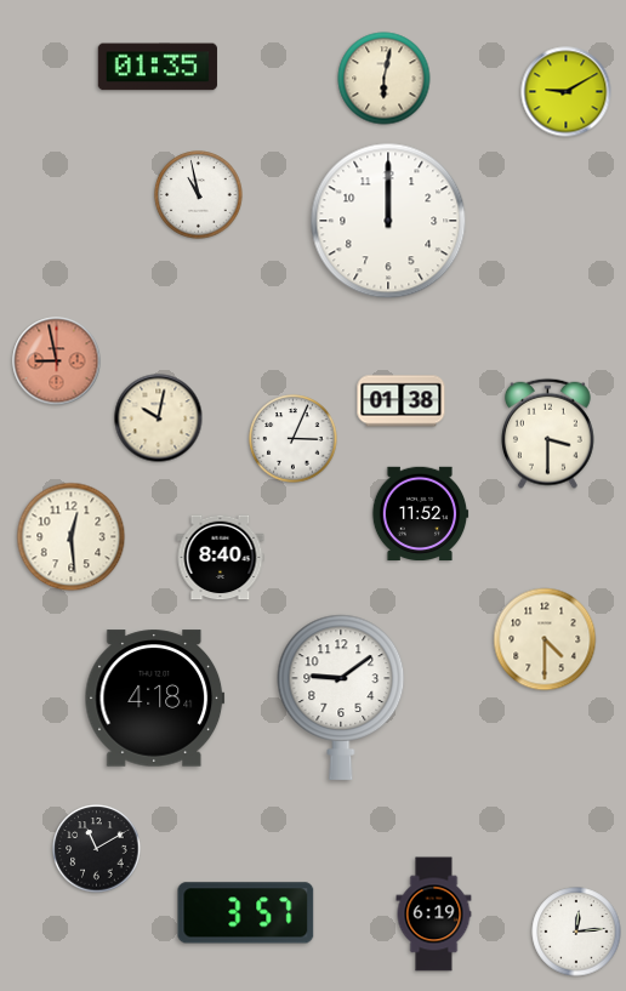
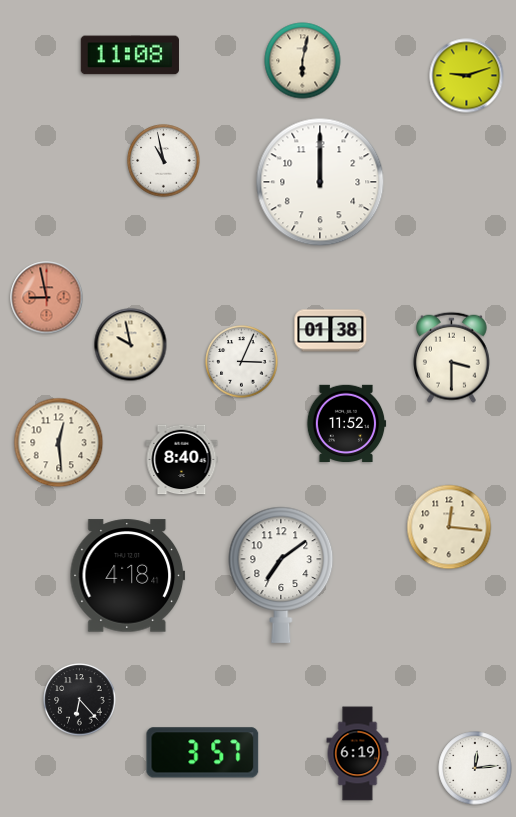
clock at (158, 67): 01:35 -> 11:08
clock at (385, 79) position: (385, 79) -> (303, 61)
clock at (567, 92): 9:10 -> 9:12
clock at (159, 418): 10:02 -> 9:58
clock at (545, 639): 4:30 -> 12:16
clock at (341, 697): 9:09 -> 7:09
clock at (97, 849): 11:10 -> 6:23
